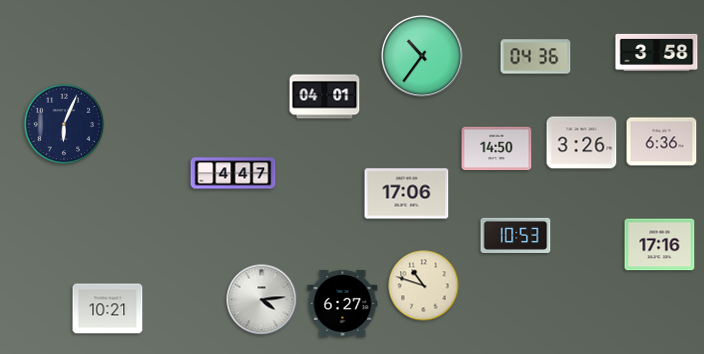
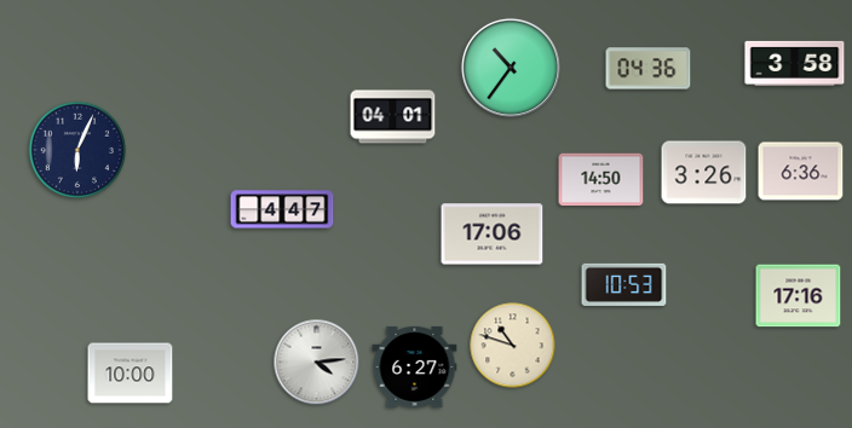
clock at (108, 309): 10:21 -> 10:00
